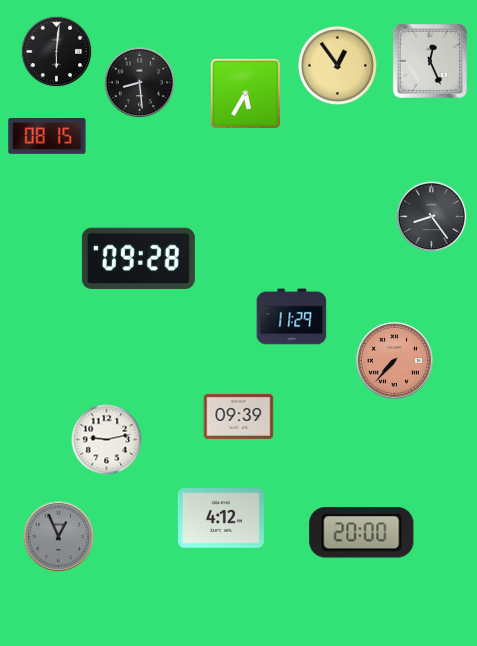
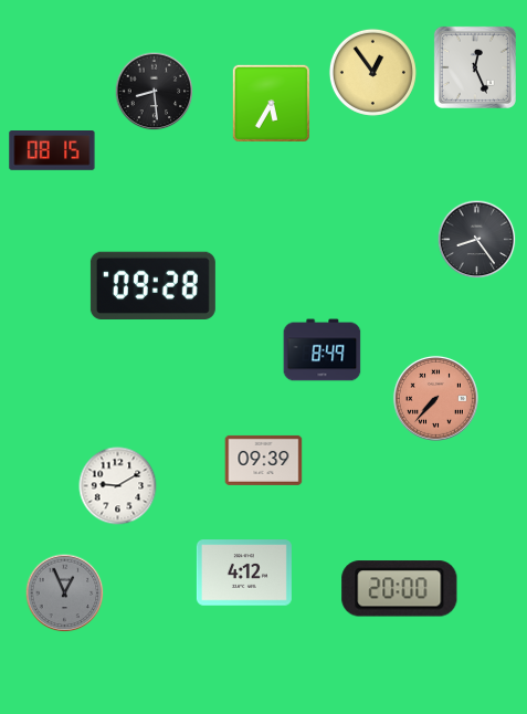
clock at (57, 52): 6:01 -> none
clock at (292, 317): 11:29 -> 8:49
clock at (107, 440): 9:13 -> 9:10
